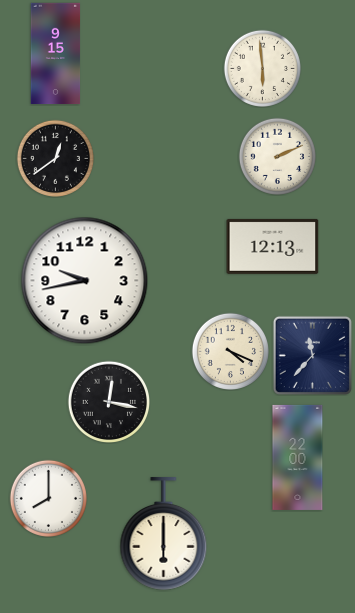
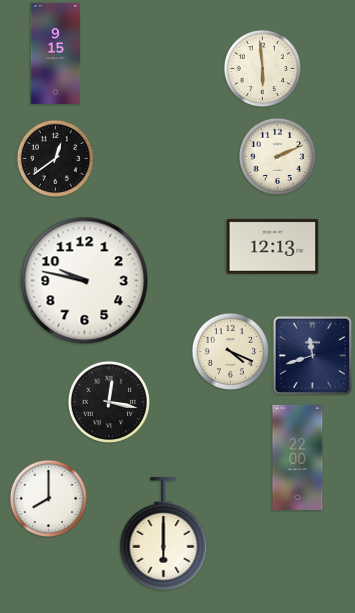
clock at (85, 281): 9:43 -> 9:47
clock at (312, 355): 11:37 -> 11:42
